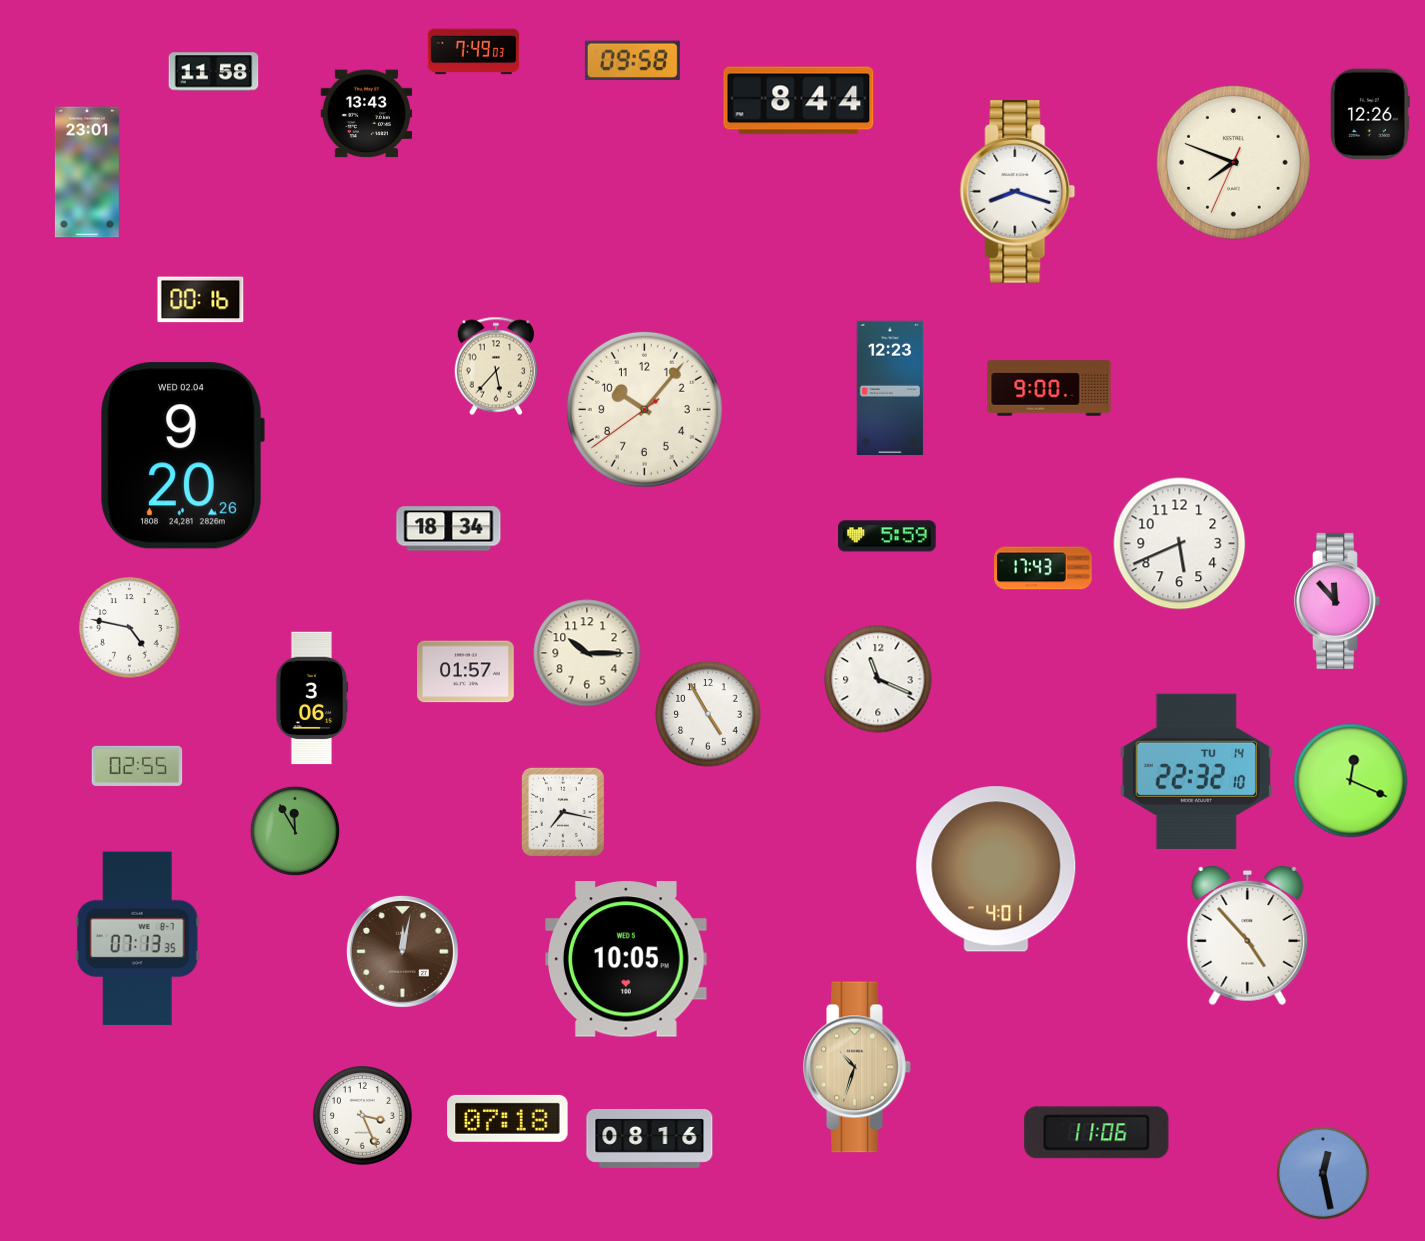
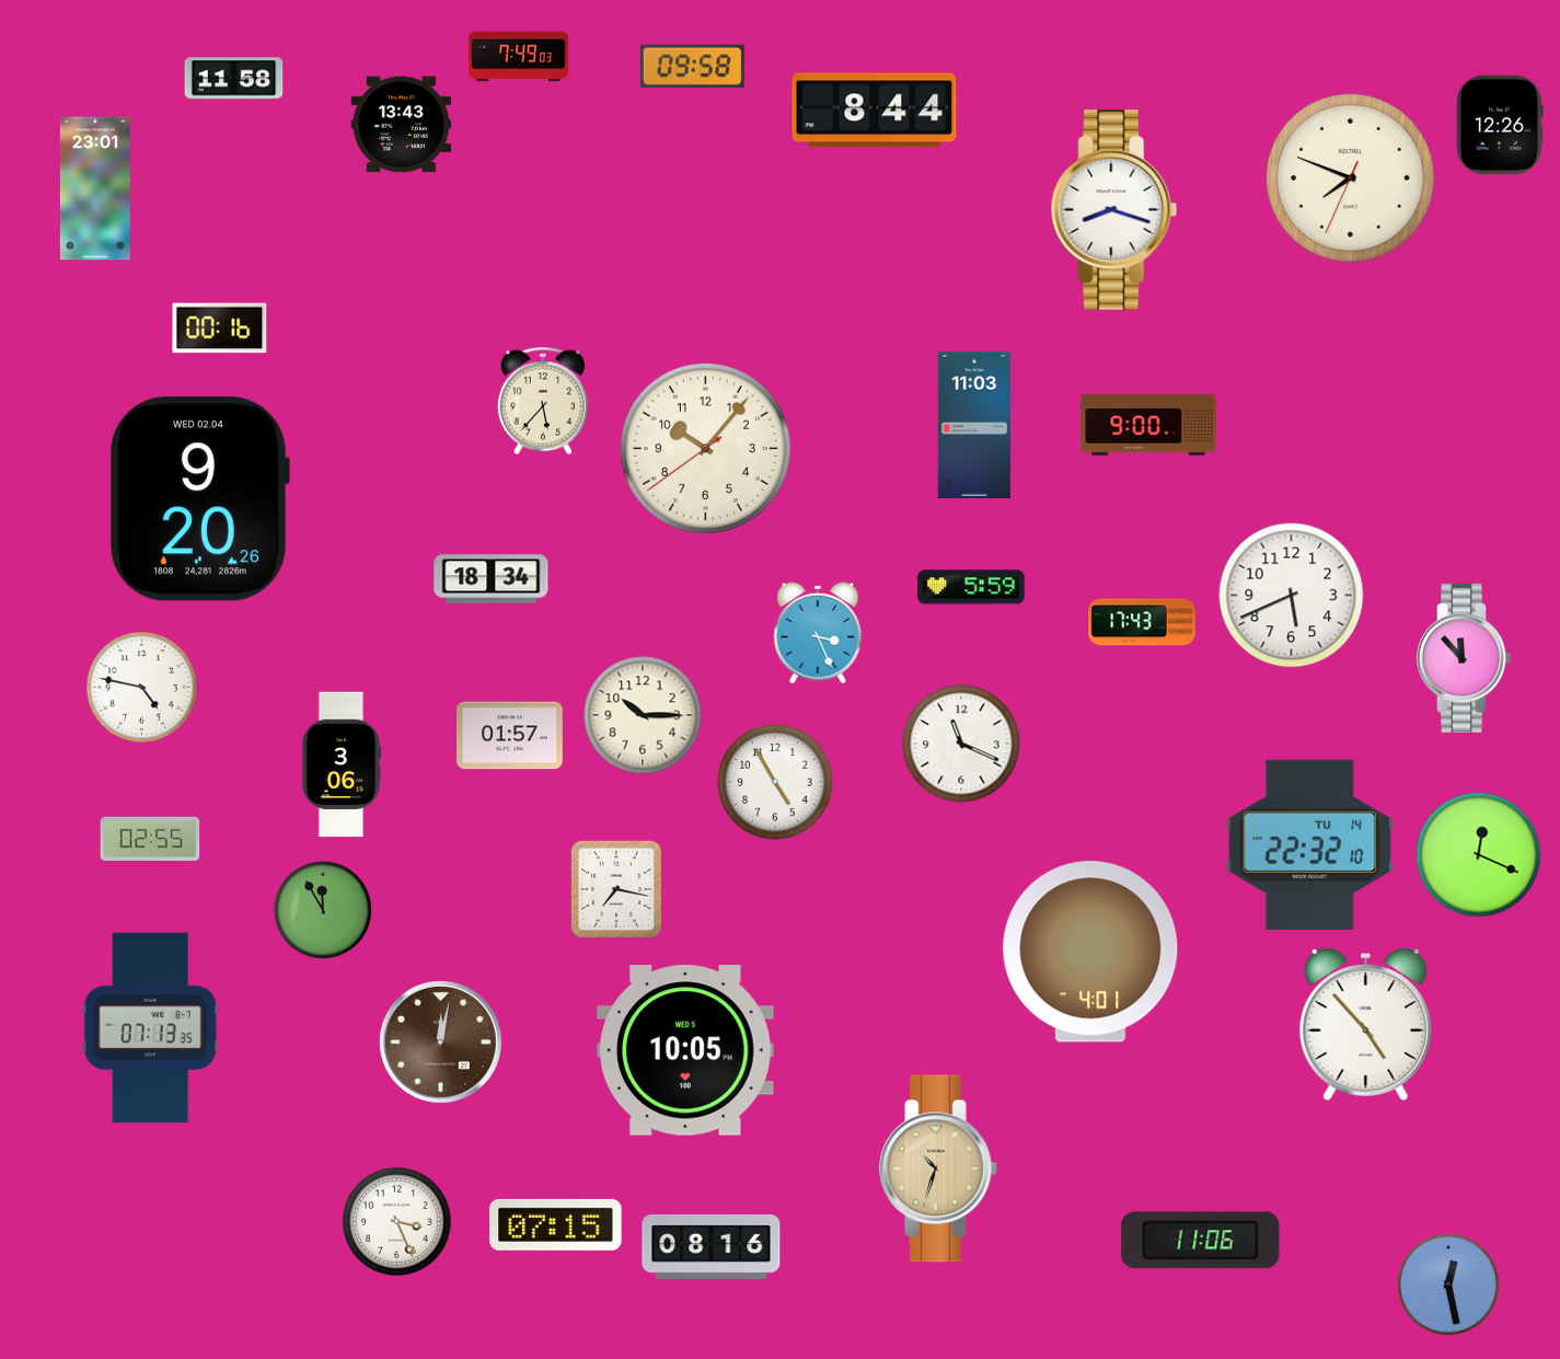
clock at (890, 387): 12:23 -> 11:03
clock at (818, 633): none -> 3:26
clock at (508, 1118): 07:18 -> 07:15
